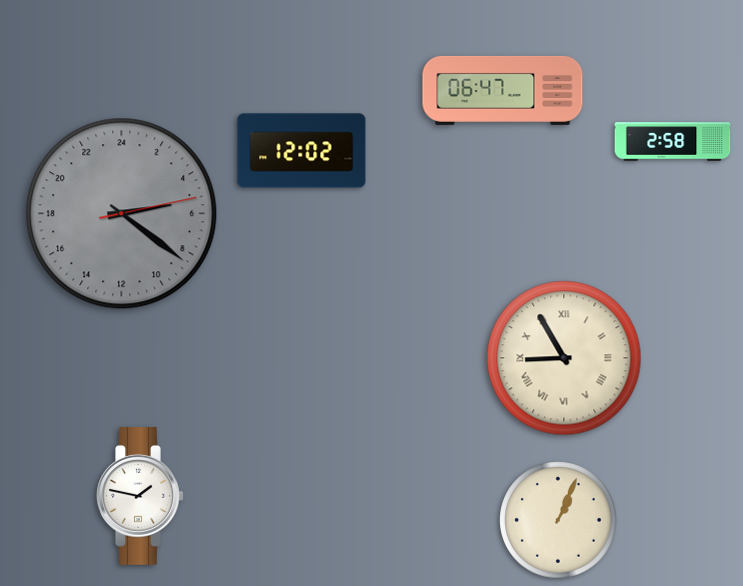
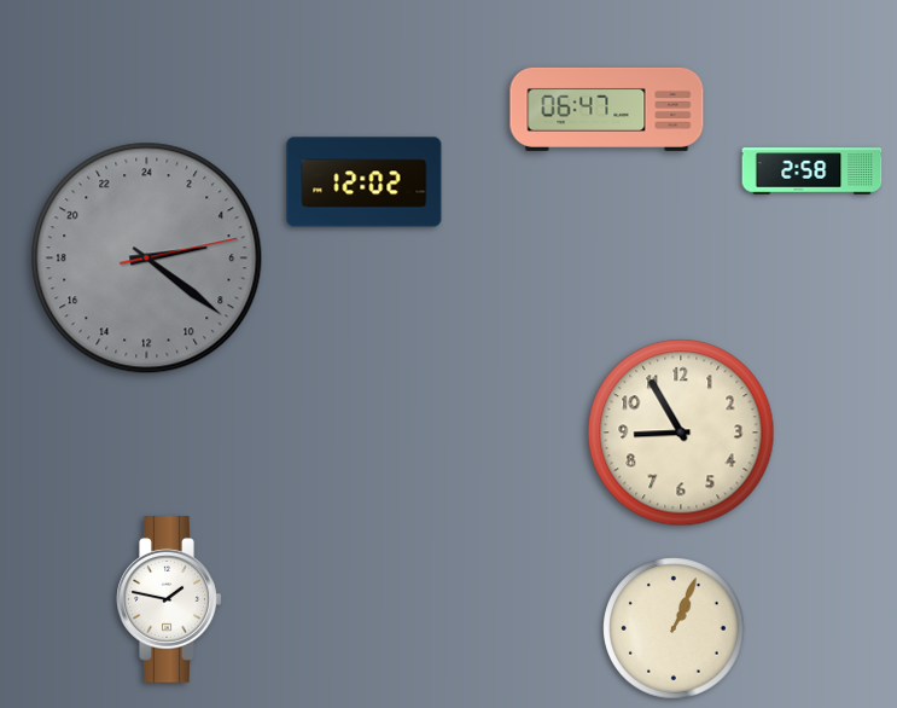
clock at (564, 358) numerals: Roman -> Arabic
